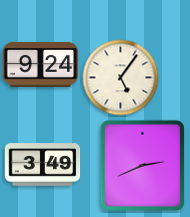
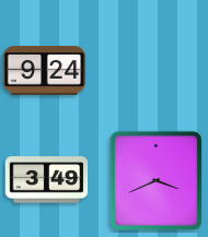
clock at (121, 78): 5:06 -> none
clock at (142, 165): 2:41 -> 3:41
